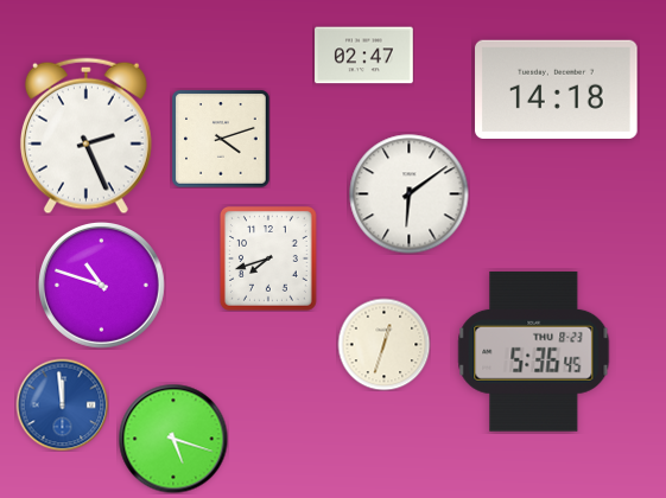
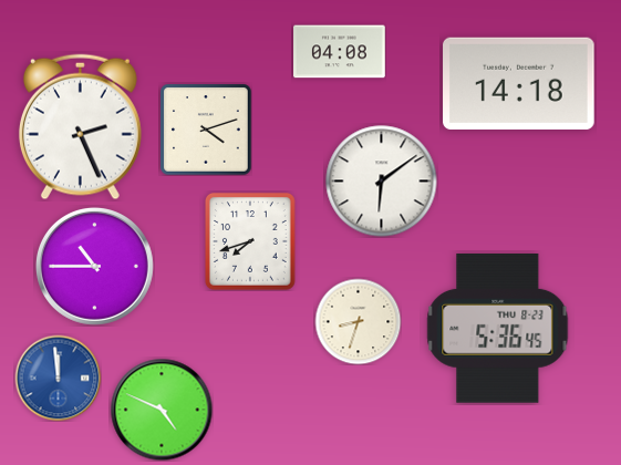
clock at (364, 56): 02:47 -> 04:08
clock at (101, 285): 10:48 -> 10:45
clock at (383, 344): 12:33 -> 8:33
clock at (173, 439): 5:18 -> 4:49
